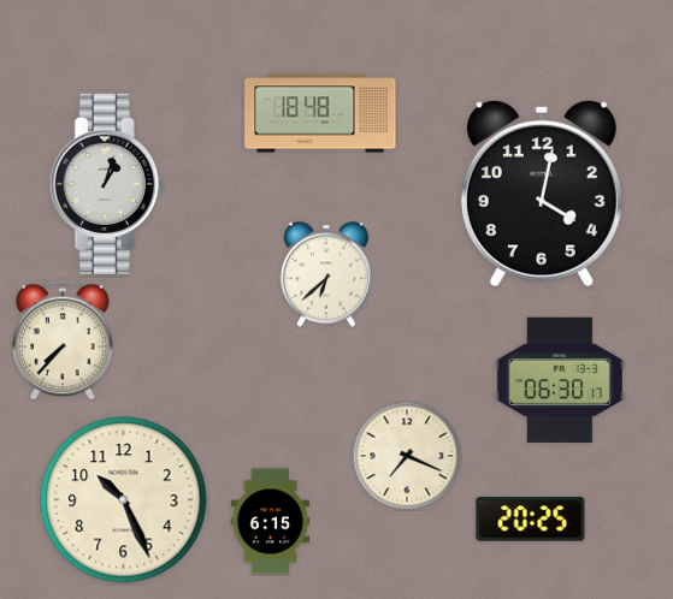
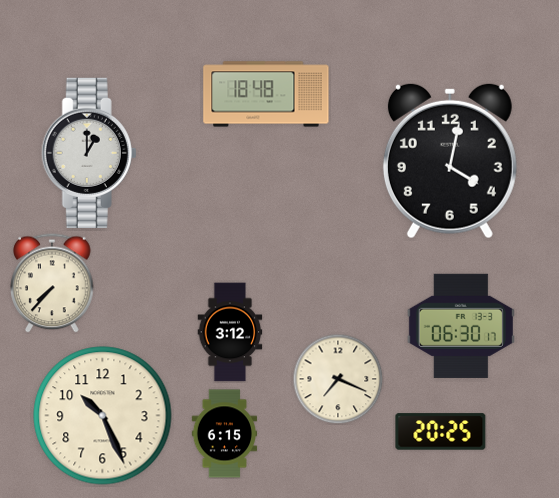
clock at (107, 184): 1:03 -> 1:00
clock at (326, 274): 6:38 -> none
clock at (560, 380) position: (560, 380) -> (461, 326)
clock at (230, 332): none -> 3:12
